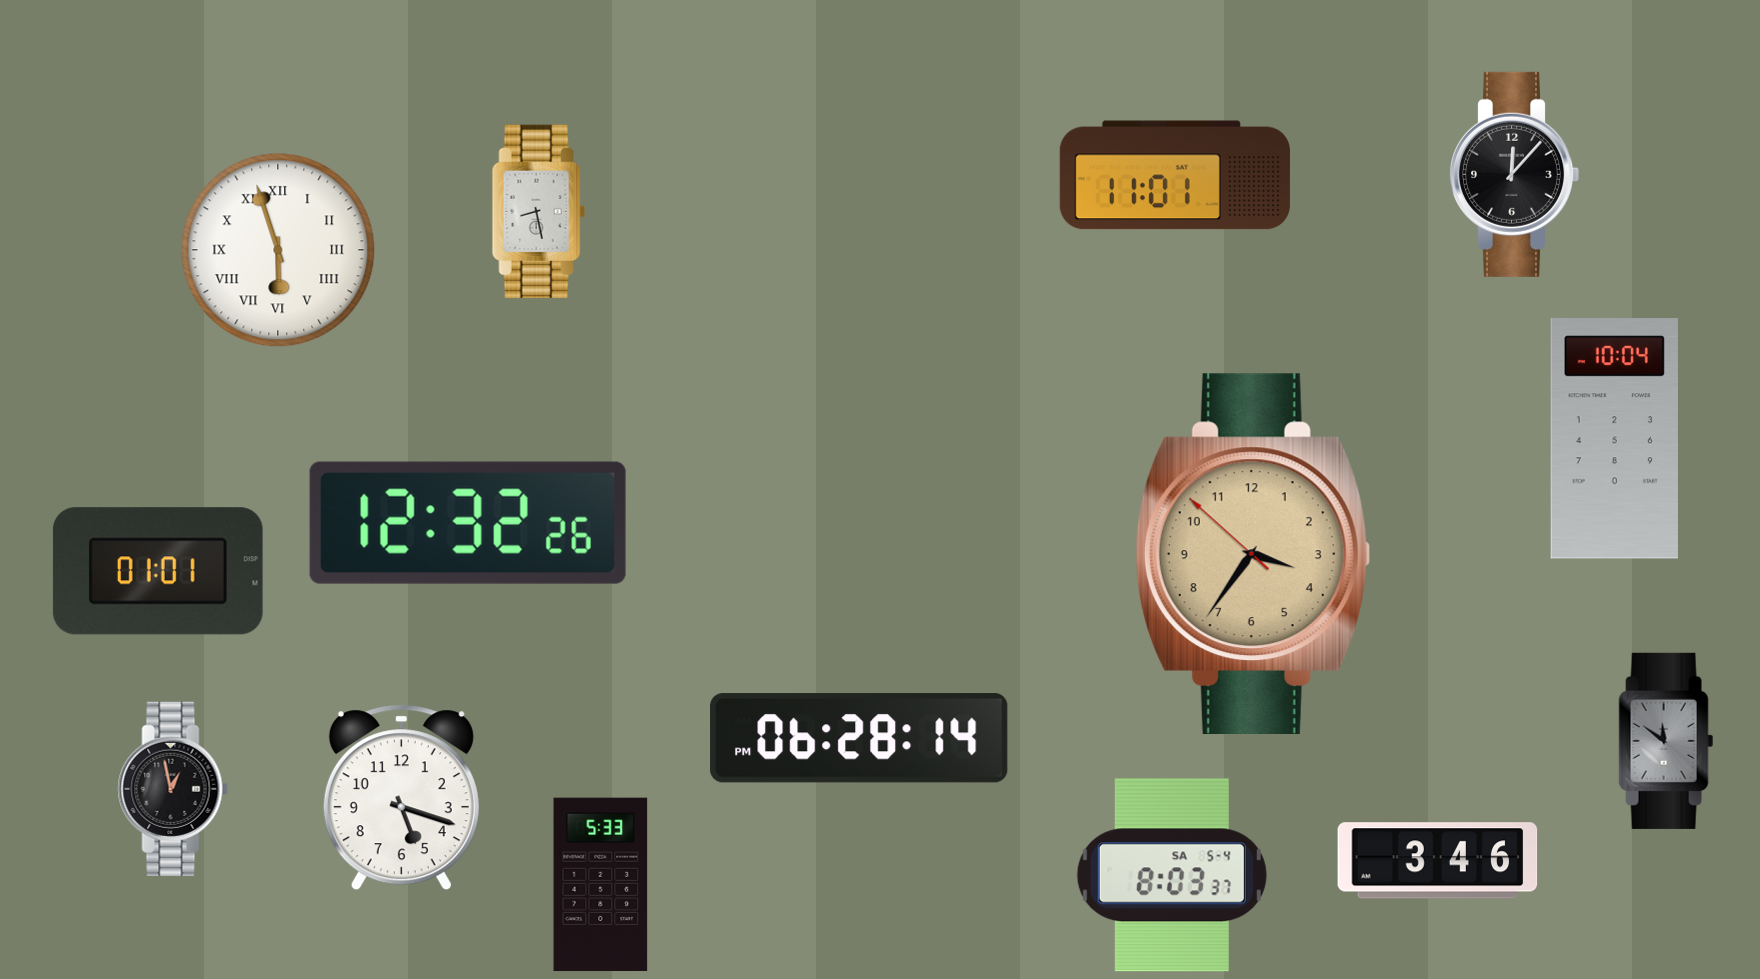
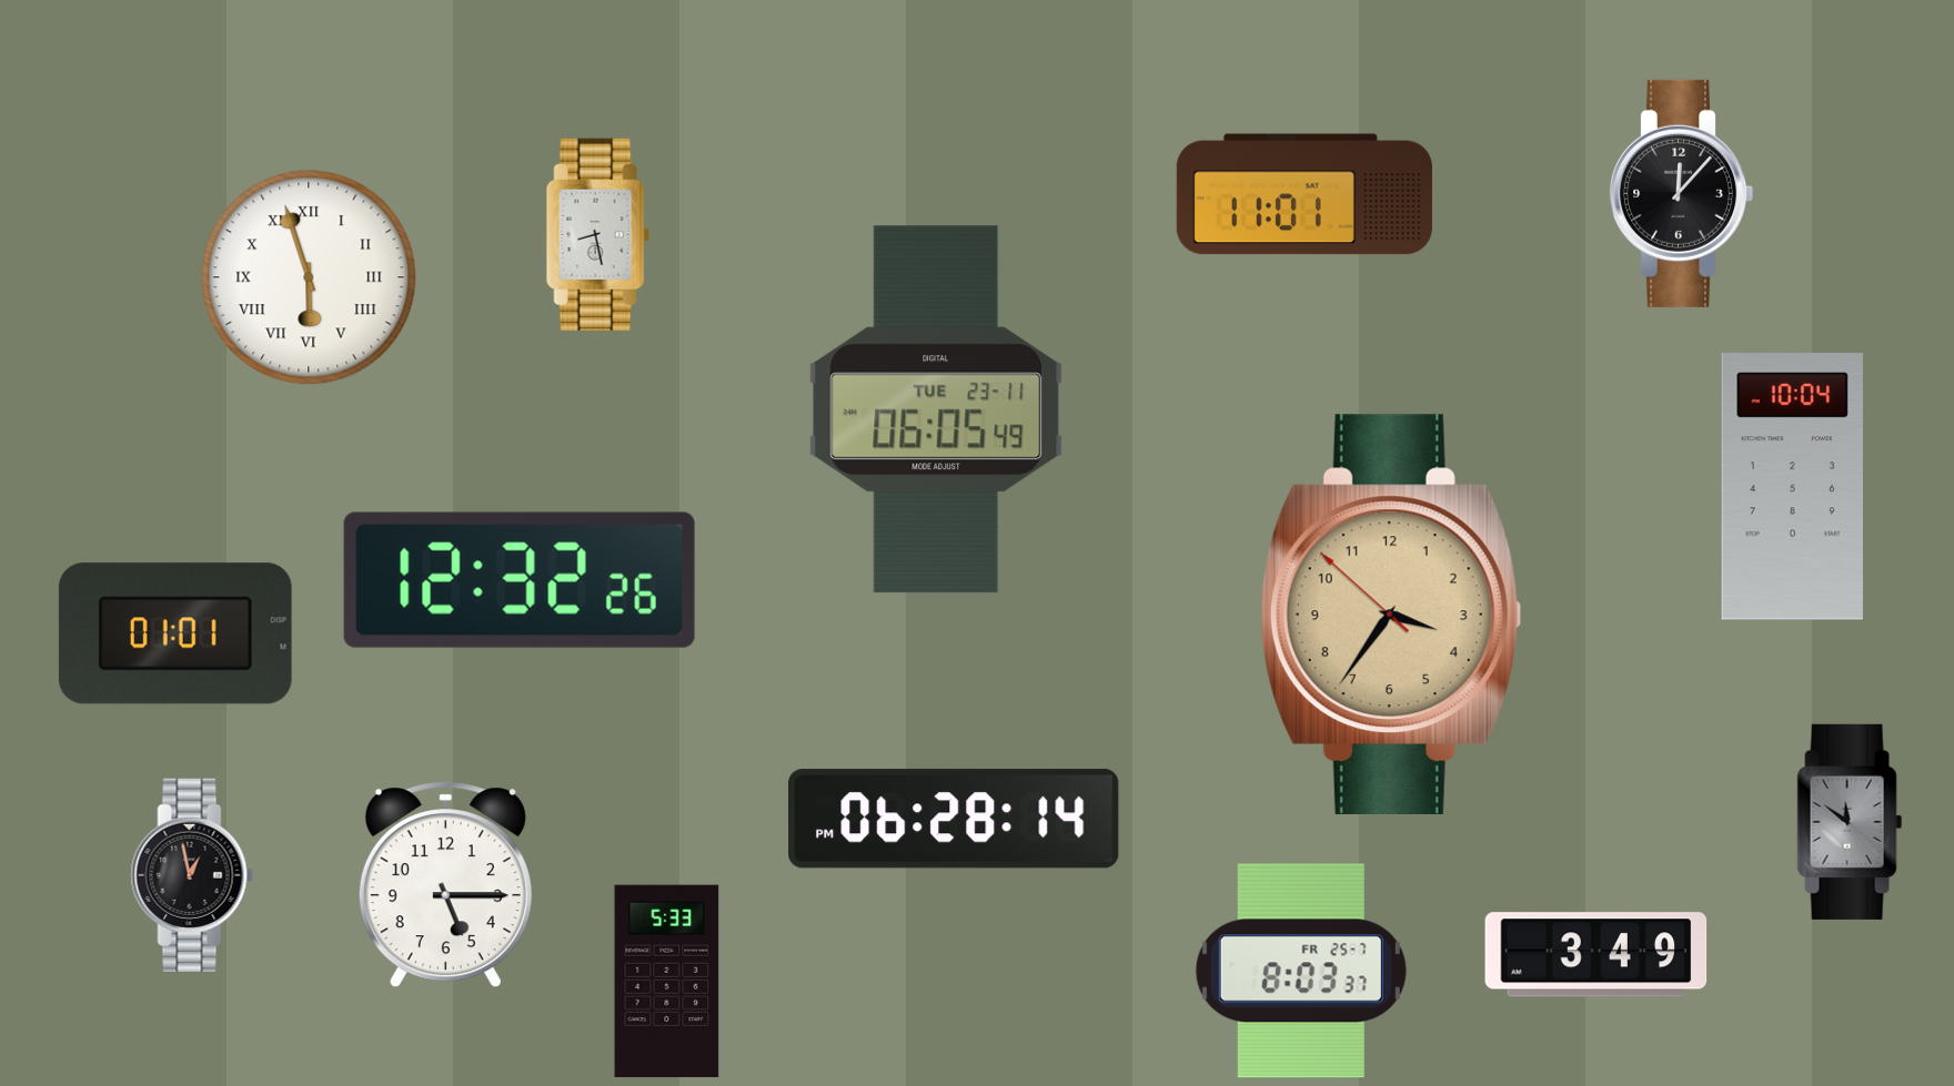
clock at (936, 409): none -> 06:05
clock at (401, 798): 5:18 -> 5:15
clock at (1438, 861): 3:46 -> 3:49
clock at (1172, 875) date: SA 5-4 -> FR 25-7
